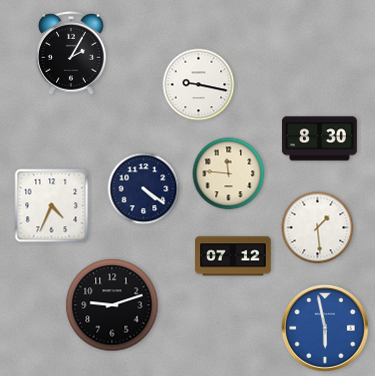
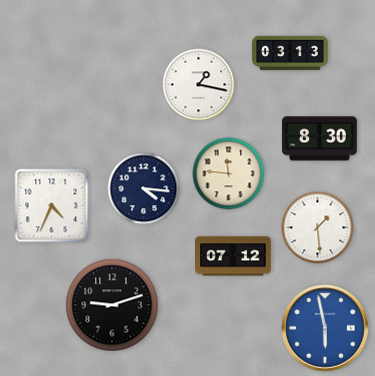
clock at (290, 53): none -> 03:13
clock at (71, 54): 2:05 -> none
clock at (199, 85): 9:17 -> 1:17
clock at (144, 189): 4:21 -> 4:16
